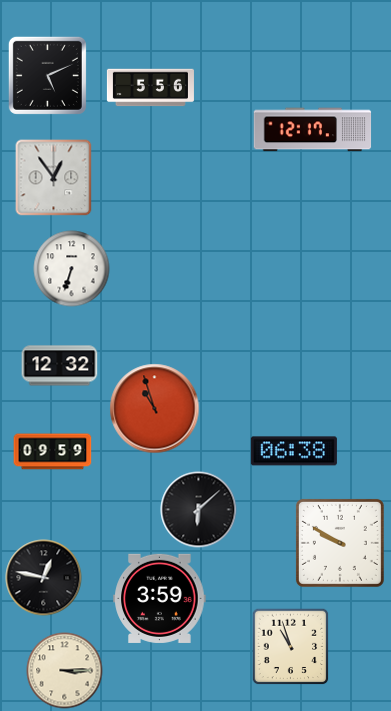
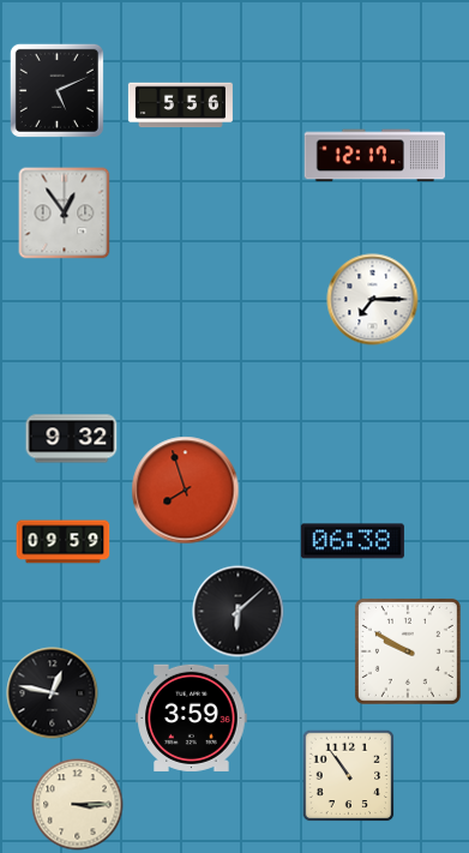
clock at (373, 300): none -> 7:15
clock at (72, 269): 6:33 -> none
clock at (60, 366): 12:32 -> 9:32
clock at (155, 409): 10:57 -> 7:57
clock at (290, 646): 10:57 -> 10:54
